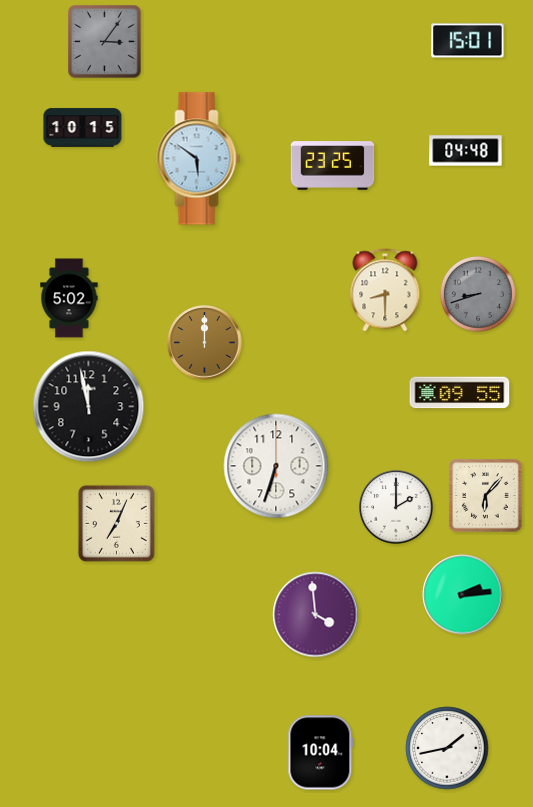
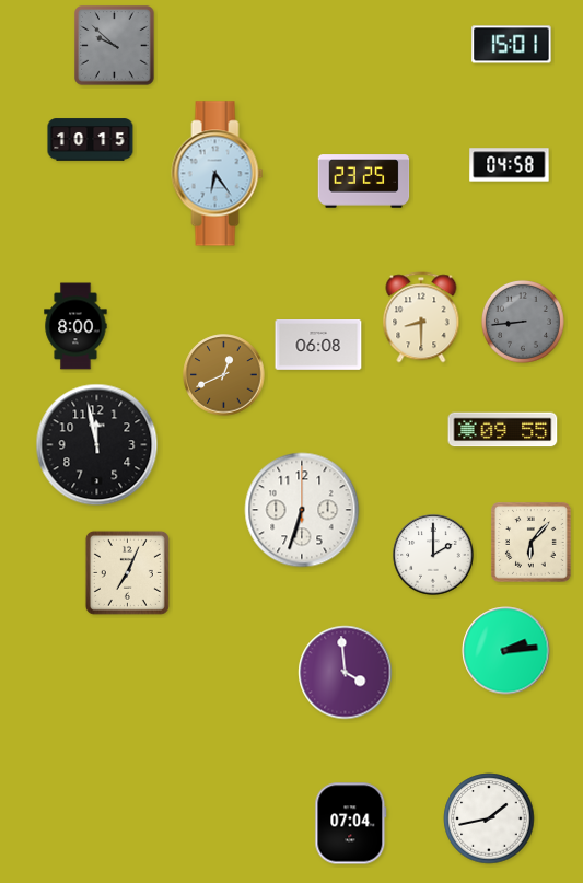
clock at (105, 42): 3:06 -> 9:52
clock at (466, 151): 04:48 -> 04:58
clock at (199, 159): 5:51 -> 6:24
clock at (478, 294): 8:42 -> 8:44
clock at (69, 298): 5:02 -> 8:00
clock at (318, 346): none -> 06:08
clock at (205, 343): 12:00 -> 12:41
clock at (321, 753): 10:04 -> 07:04
